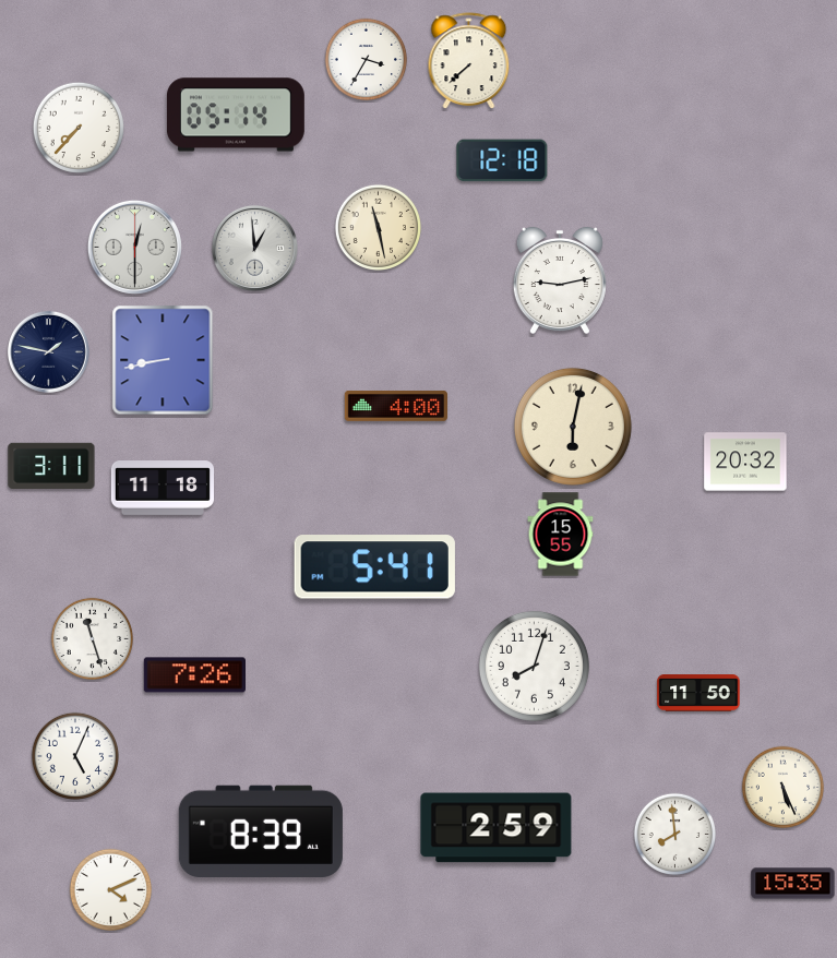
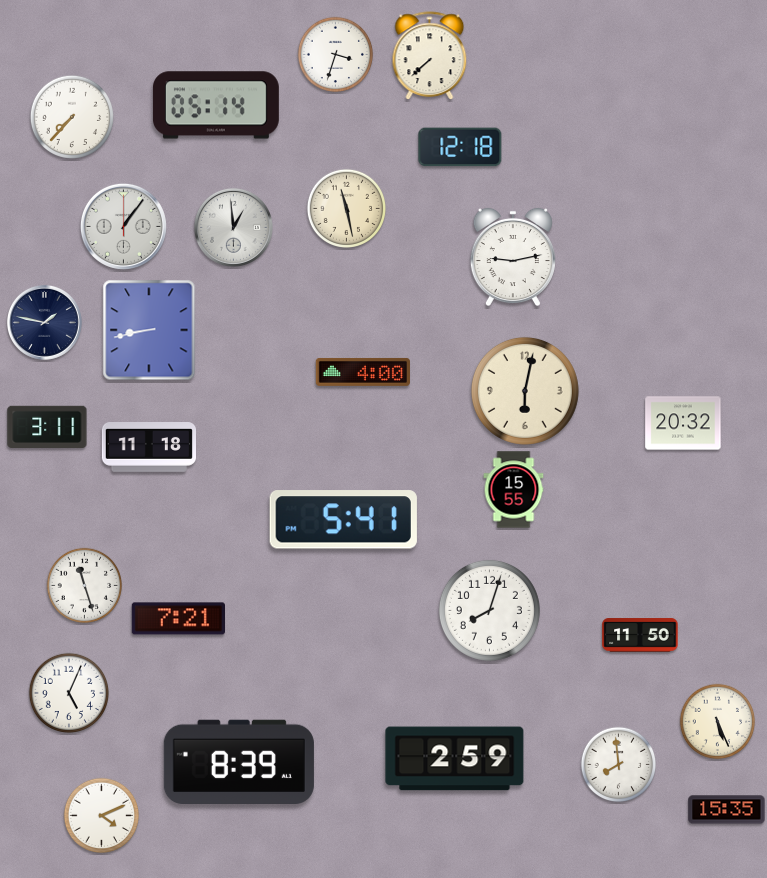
clock at (367, 60): 3:35 -> 3:33
clock at (134, 247): 12:30 -> 1:06
clock at (194, 675): 7:26 -> 7:21
